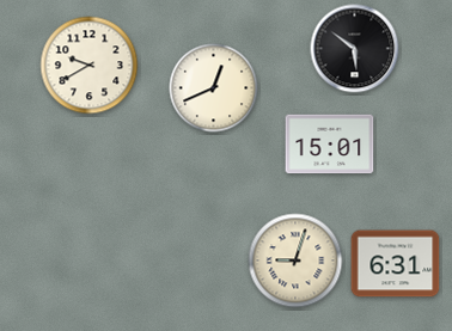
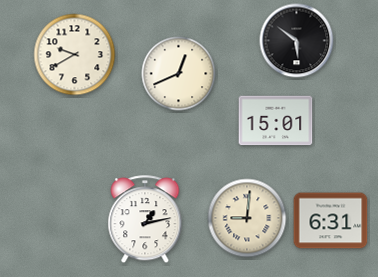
clock at (295, 260): 9:03 -> 9:01
clock at (145, 220): none -> 1:13
